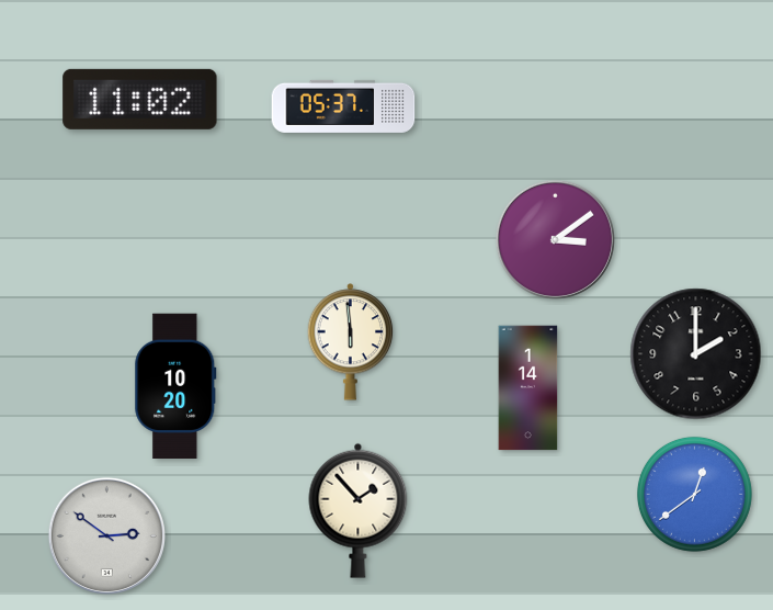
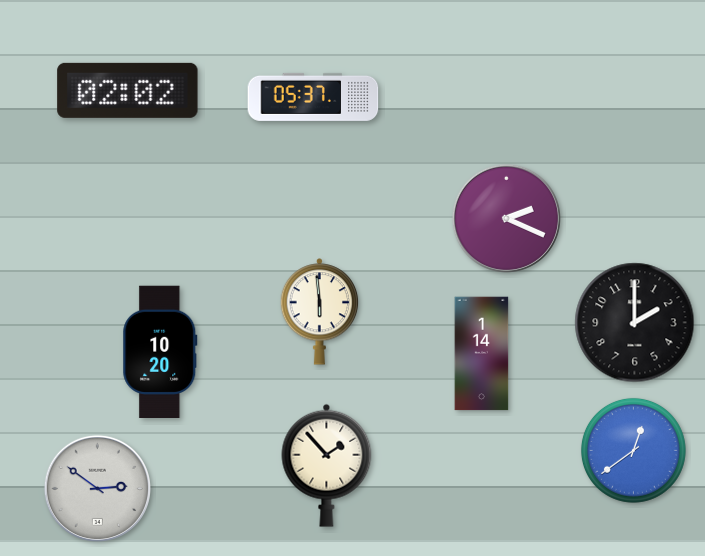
clock at (140, 99): 11:02 -> 02:02
clock at (555, 239): 3:09 -> 2:19
